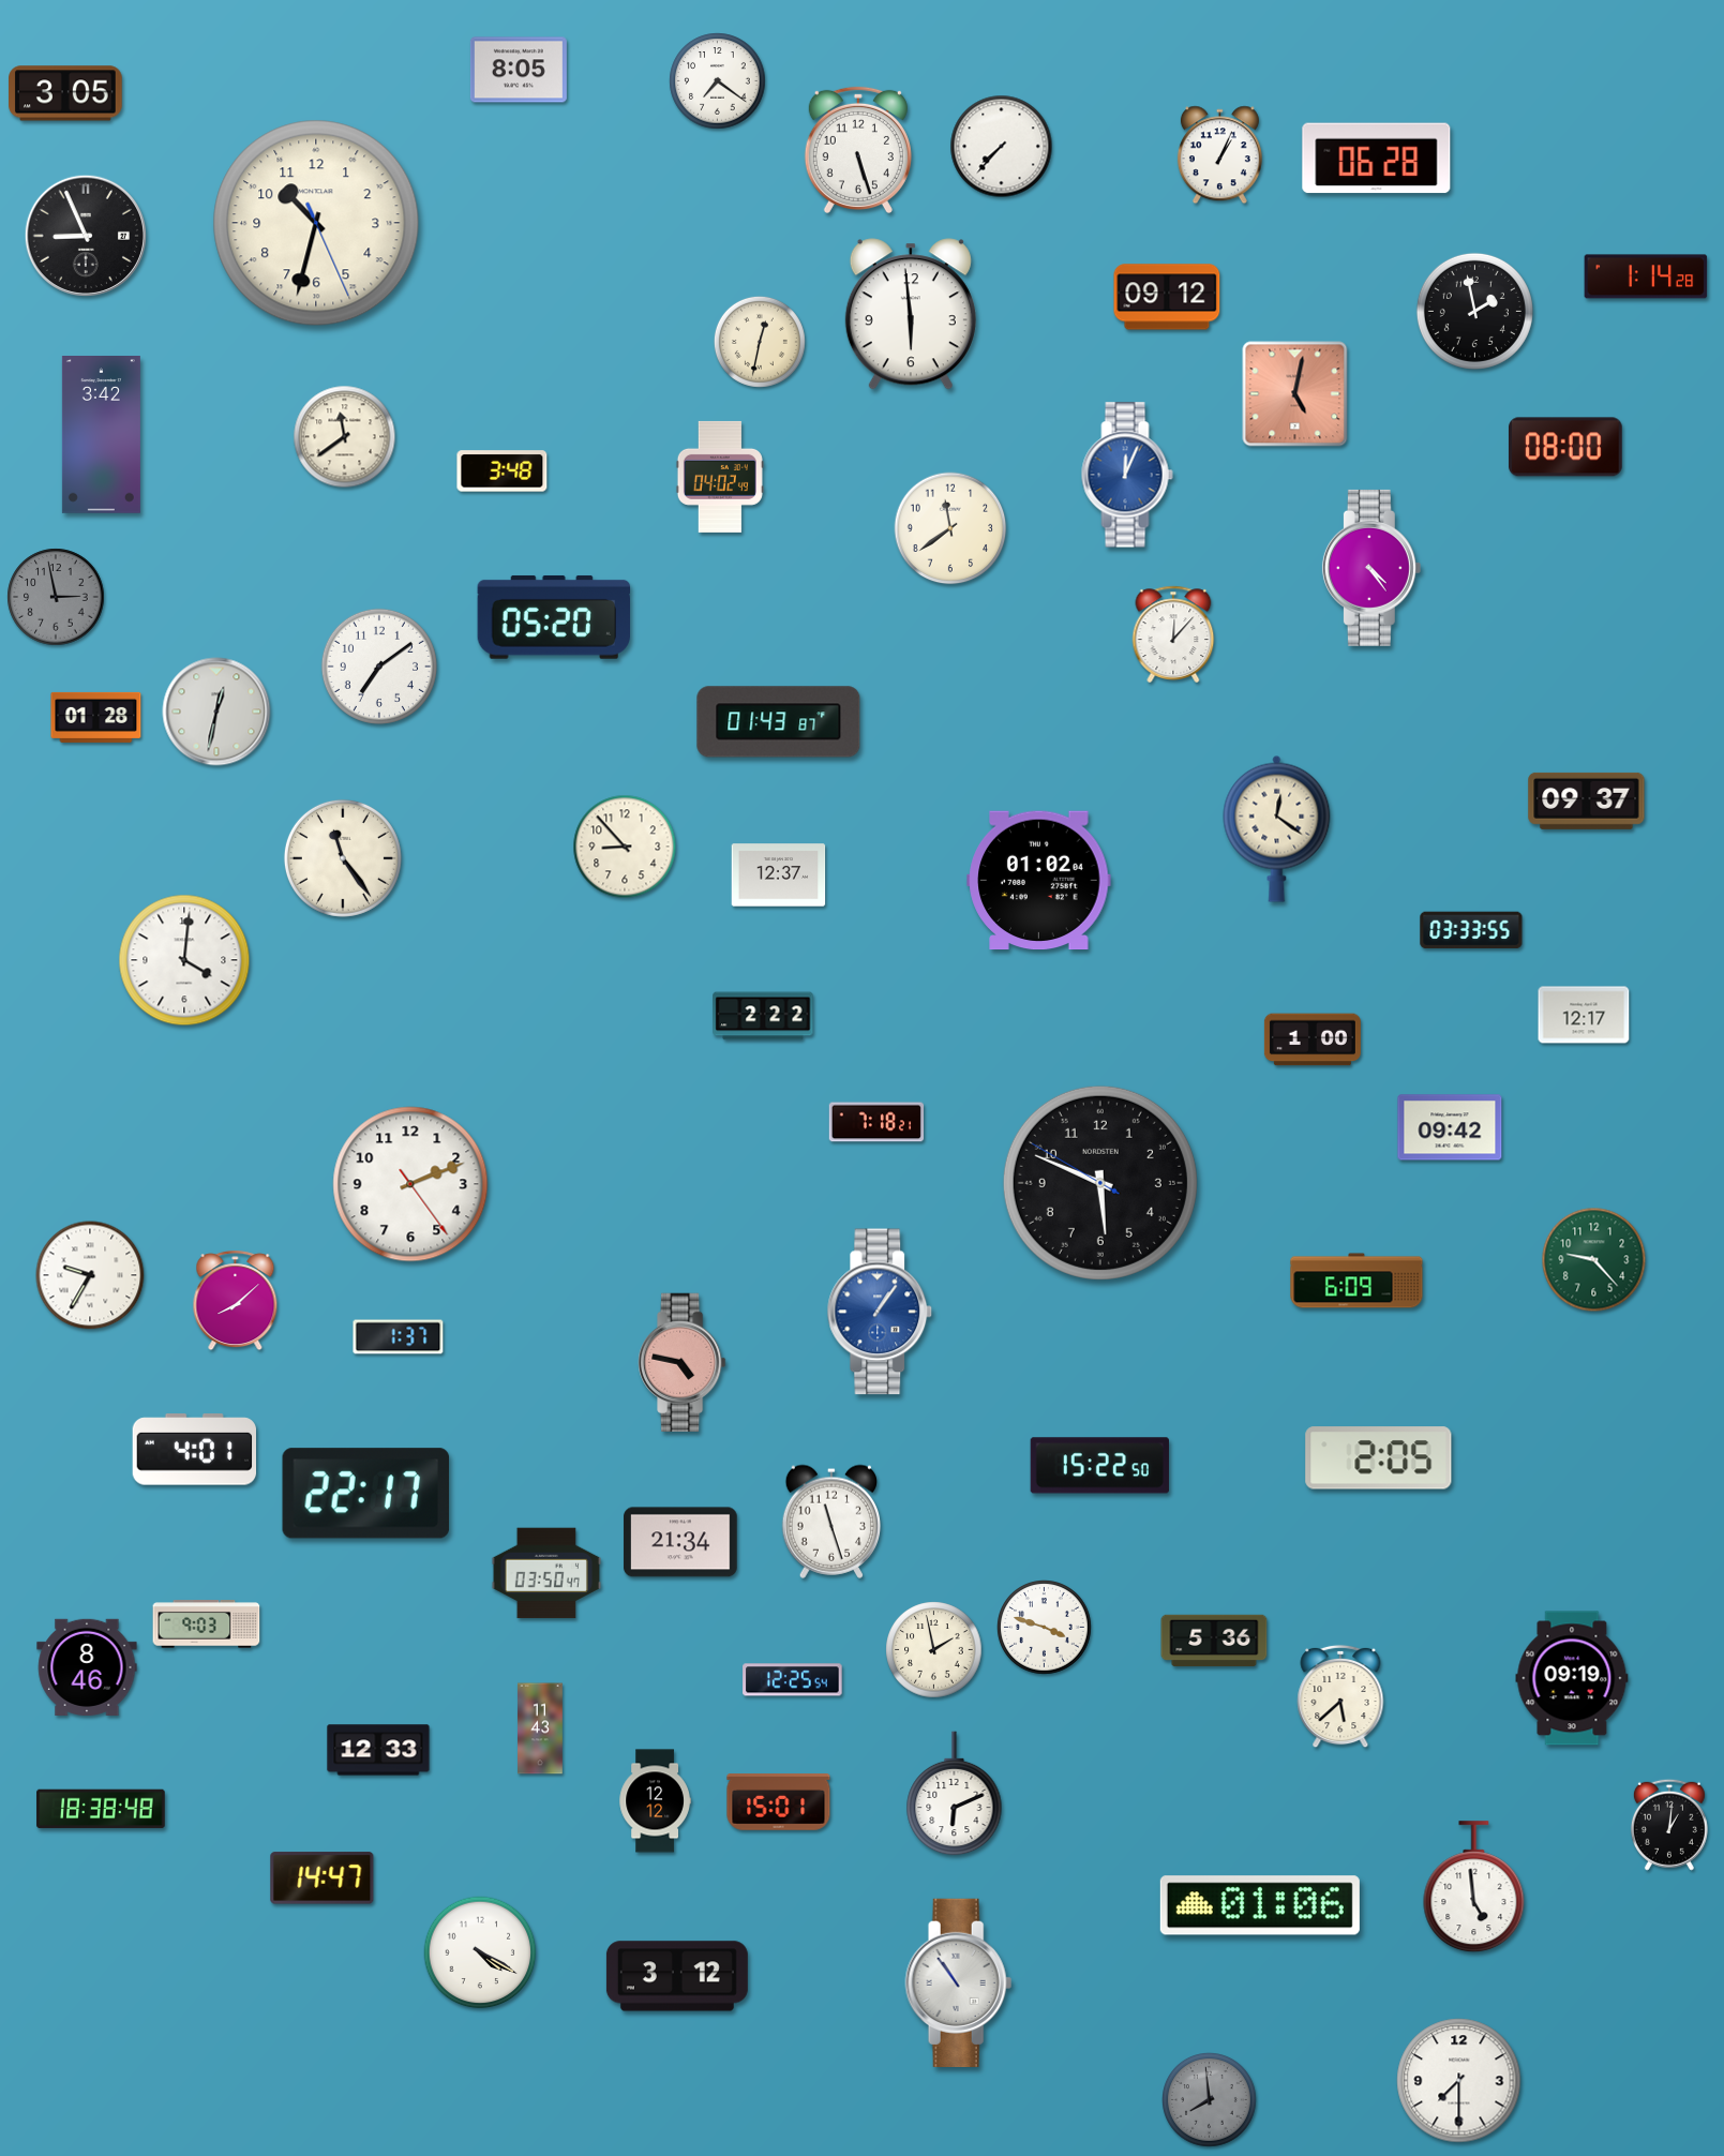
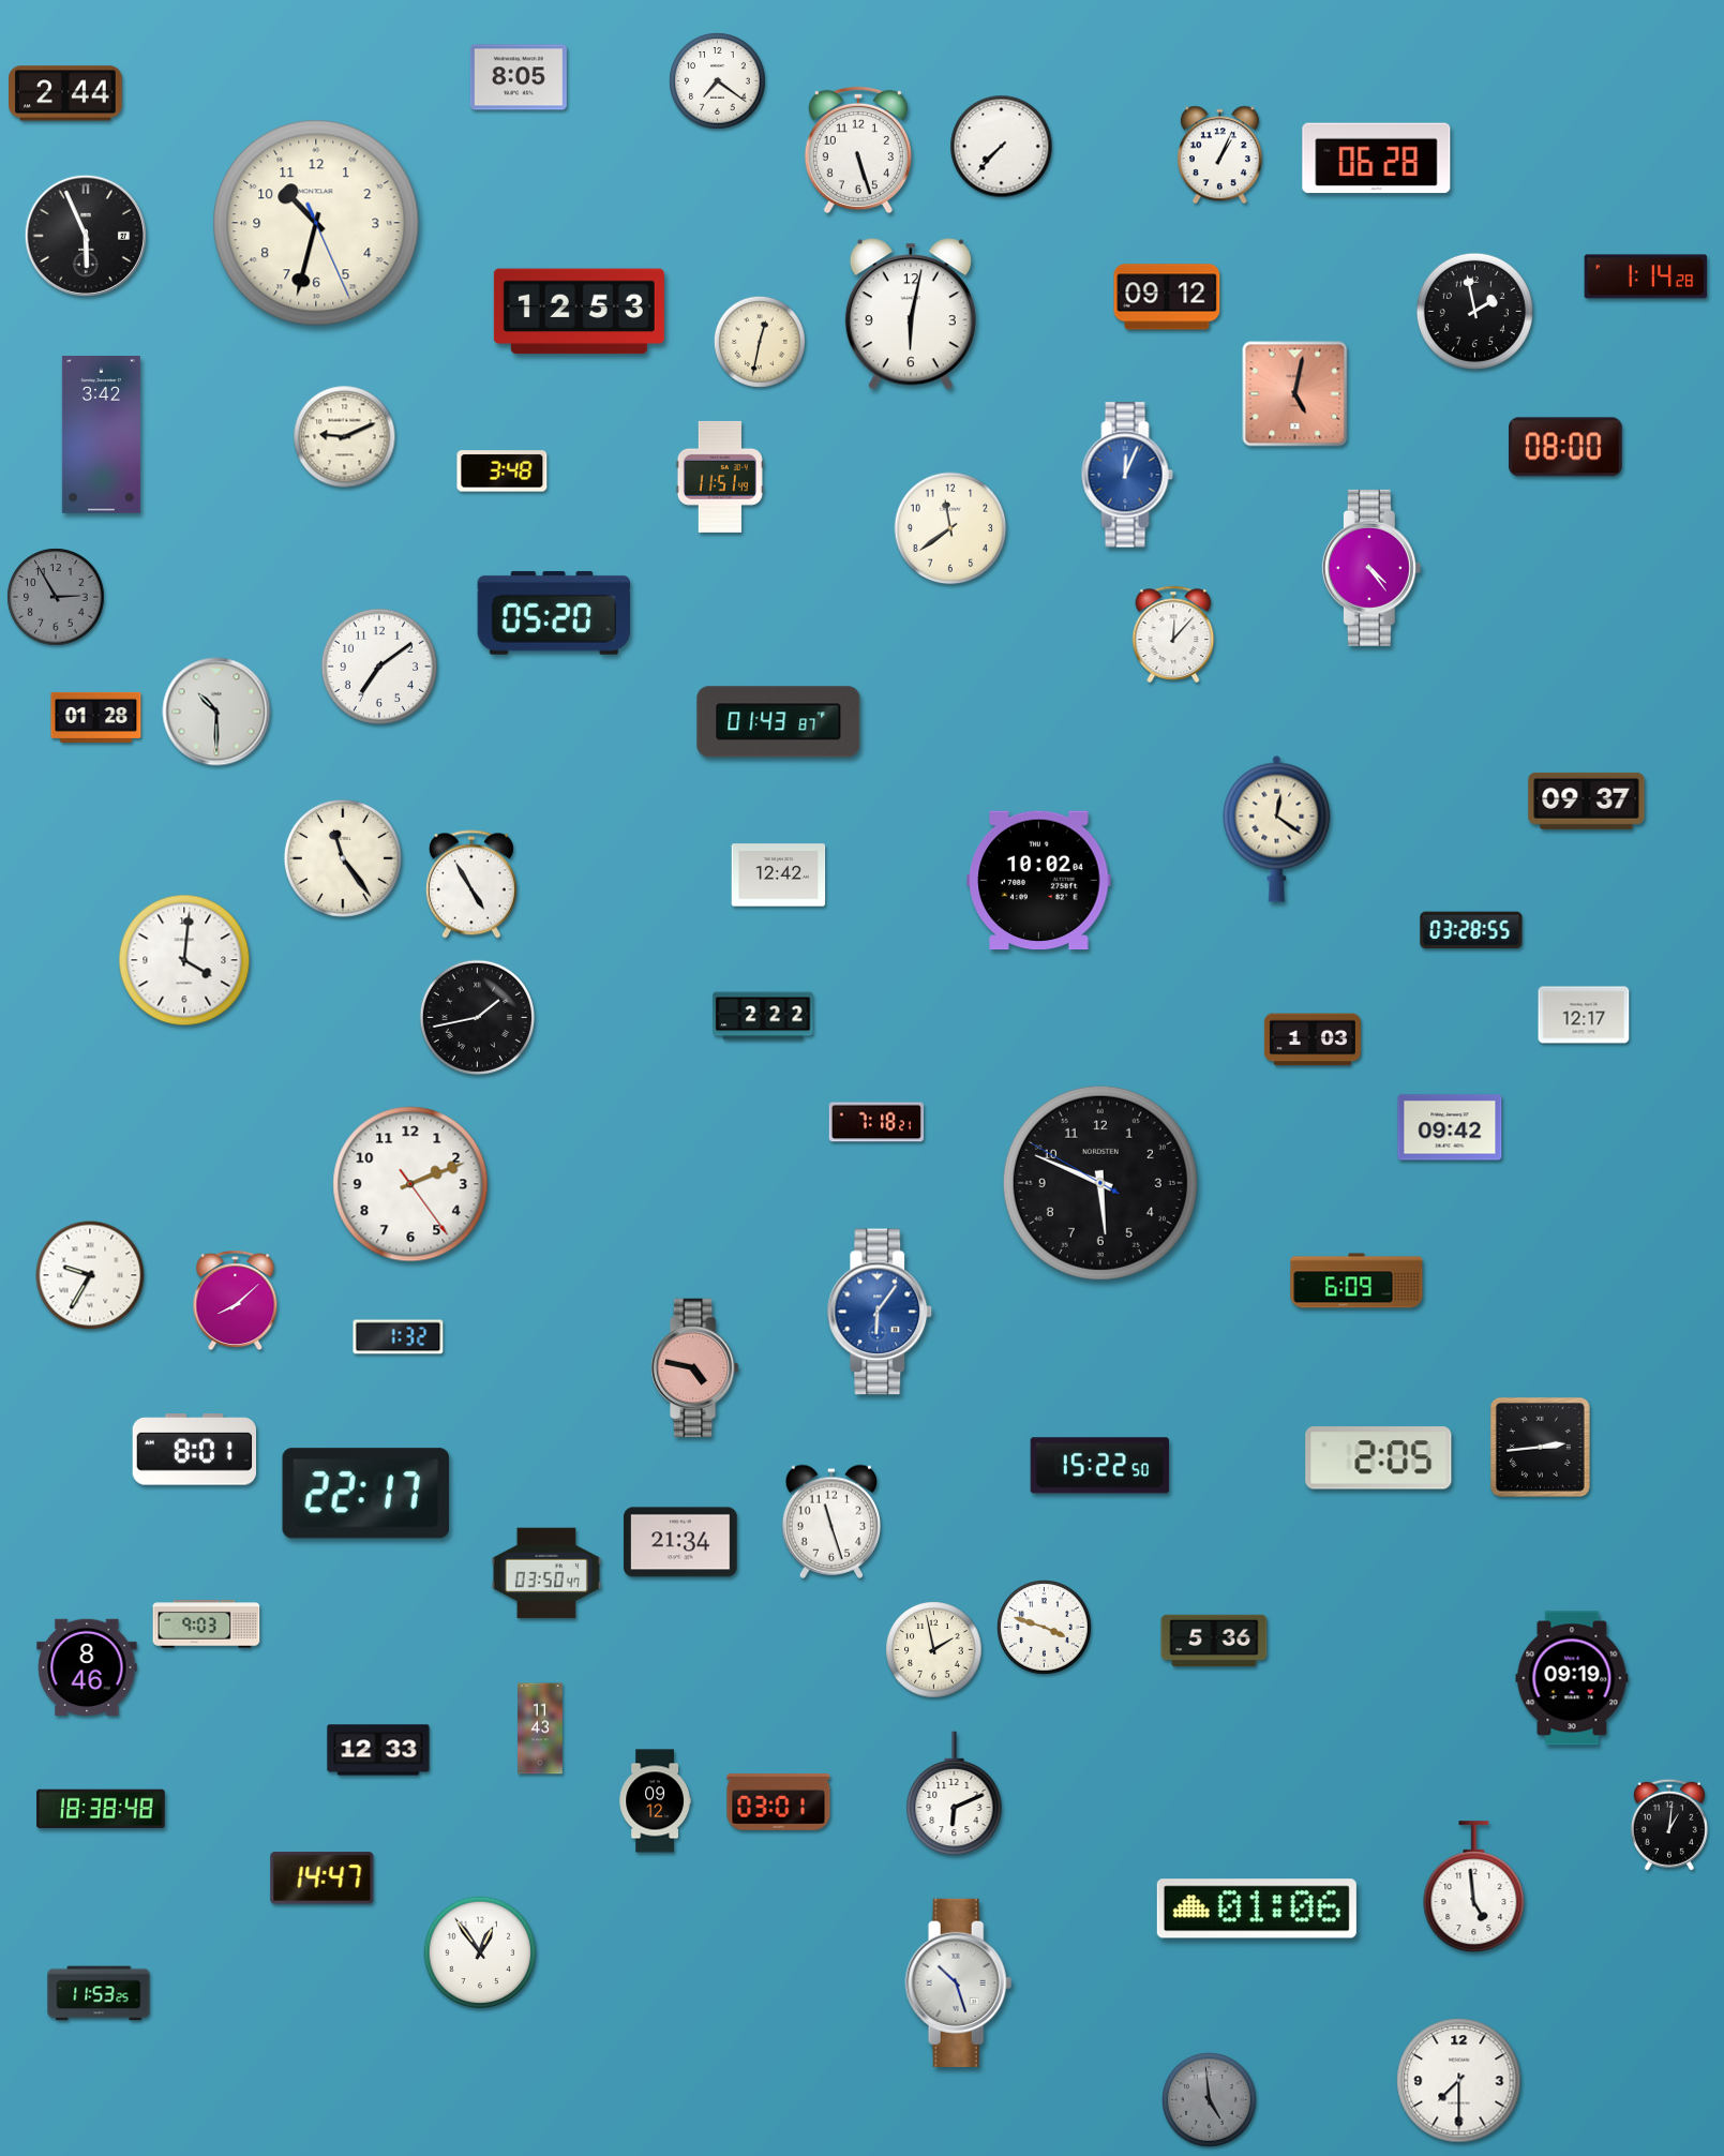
clock at (519, 70) position: (519, 70) -> (519, 77)
clock at (66, 93): 3:05 -> 2:44
clock at (85, 235): 8:56 -> 5:56
clock at (579, 312): none -> 12:53
clock at (911, 314): 5:59 -> 6:02
clock at (345, 437): 11:39 -> 9:11
clock at (720, 477): 04:02 -> 11:51
clock at (56, 597): 2:58 -> 2:55
clock at (553, 617) position: (553, 617) -> (553, 613)
clock at (216, 712): 12:32 -> 10:30
clock at (625, 847): 8:53 -> none
clock at (779, 875): 12:37 -> 12:42
clock at (1039, 881): 01:02 -> 10:02
clock at (471, 884): none -> 4:55
clock at (1471, 930): 03:33 -> 03:28
clock at (477, 1017): none -> 1:43
clock at (1313, 1039): 1:00 -> 1:03
clock at (1594, 1260): 9:23 -> none
clock at (880, 1312): 1:06 -> 6:06
clock at (399, 1337): 1:37 -> 1:32
clock at (683, 1363) position: (683, 1363) -> (695, 1368)
clock at (1540, 1447): none -> 2:44
clock at (194, 1450): 4:01 -> 8:01
clock at (793, 1680): 12:25 -> none
clock at (1340, 1696): 5:38 -> none
clock at (655, 1801): 12:12 -> 09:12
clock at (779, 1802): 15:01 -> 03:01
clock at (1260, 1905) position: (1260, 1905) -> (1257, 1908)
clock at (480, 1952): 4:20 -> 12:54
clock at (677, 1976): 3:12 -> none
clock at (959, 1982): 10:54 -> 10:27
clock at (99, 1993): none -> 11:53
clock at (1210, 2100): 7:59 -> 4:59
